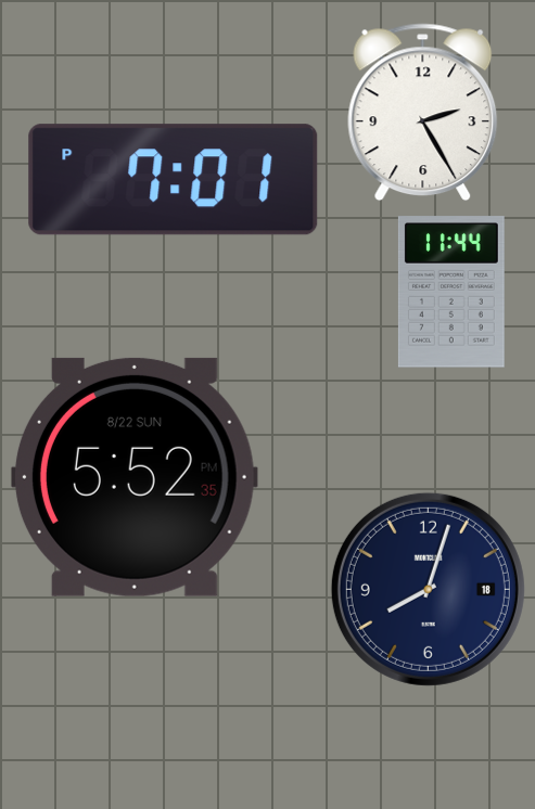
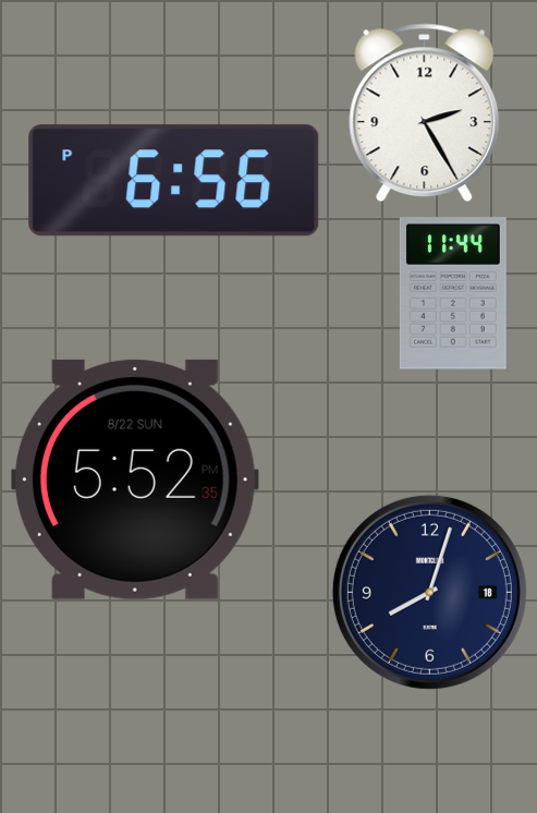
clock at (174, 180): 7:01 -> 6:56
